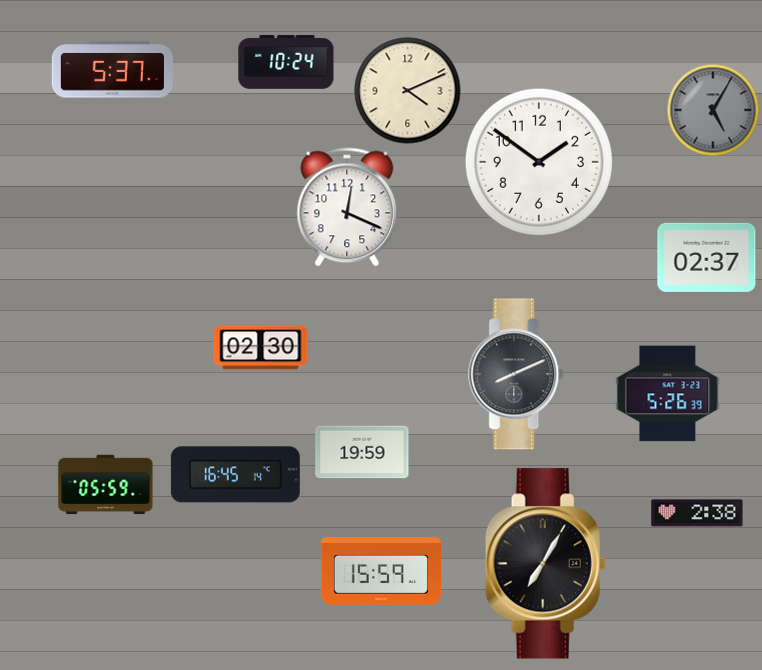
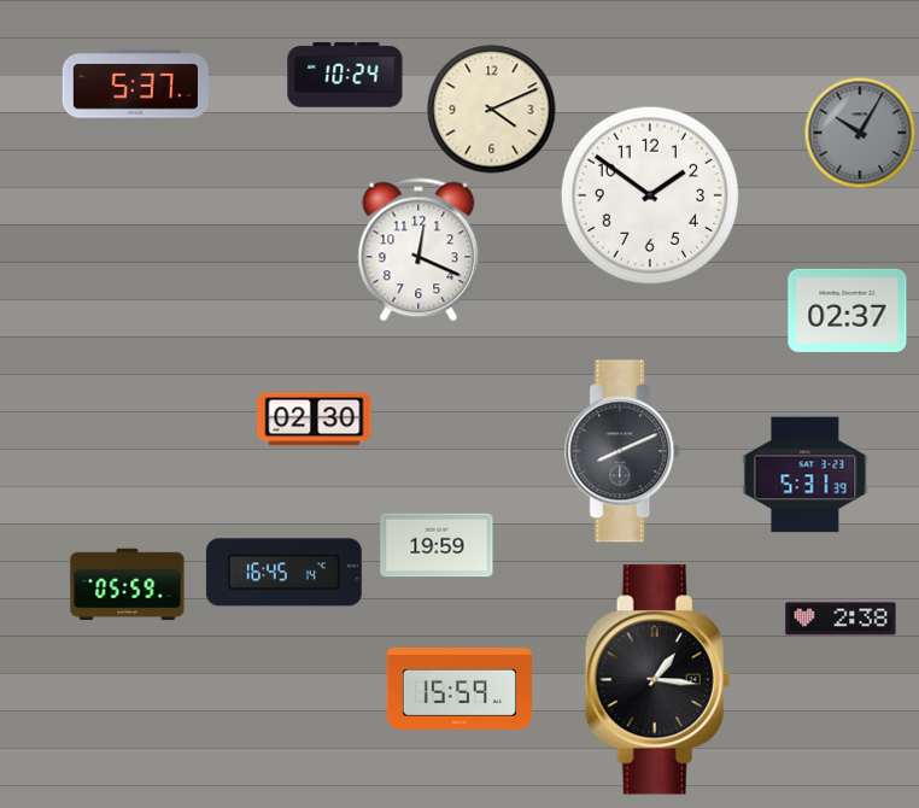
clock at (713, 110): 5:05 -> 10:05
clock at (707, 257) position: (707, 257) -> (848, 310)
clock at (668, 394): 5:26 -> 5:31
clock at (545, 564): 7:05 -> 1:16
